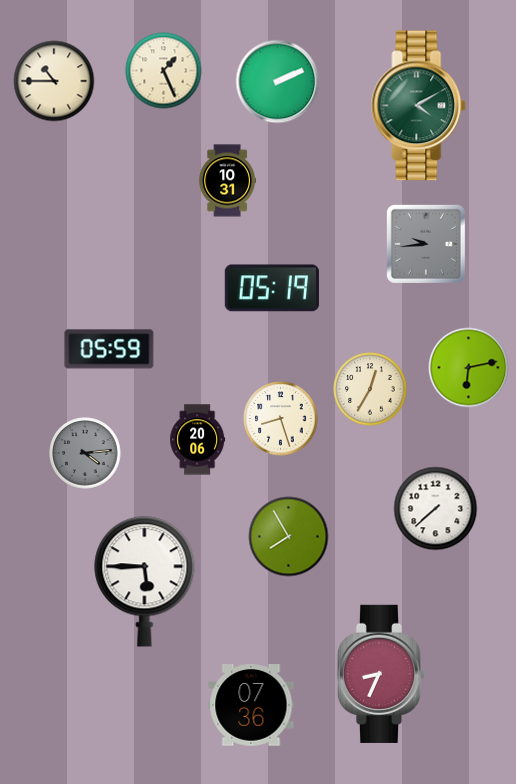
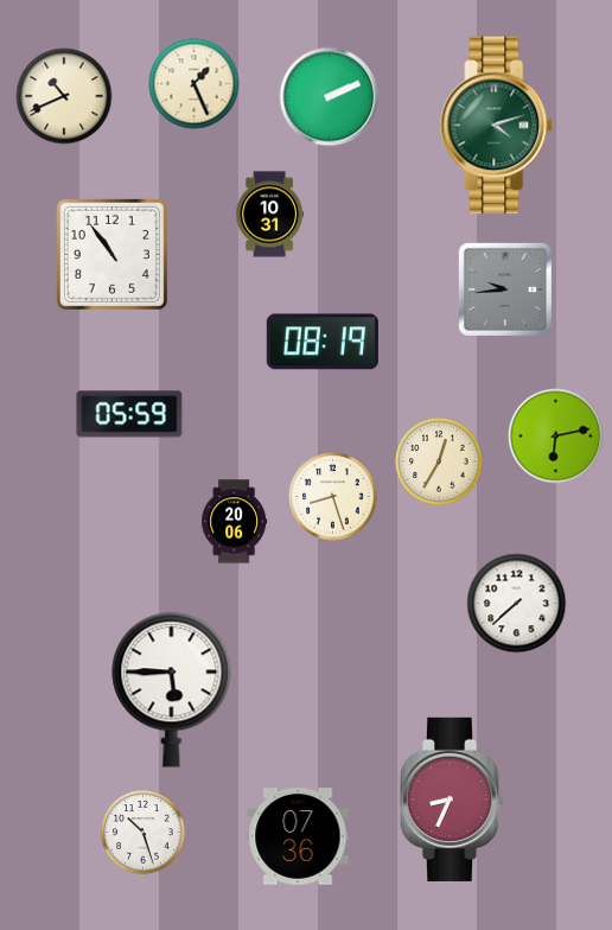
clock at (54, 81): 10:45 -> 10:41
clock at (419, 106): 4:10 -> 4:12
clock at (111, 254): none -> 10:54
clock at (272, 288): 05:19 -> 08:19
clock at (85, 453): 4:14 -> none
clock at (289, 537): 7:55 -> none
clock at (144, 833): none -> 10:27
